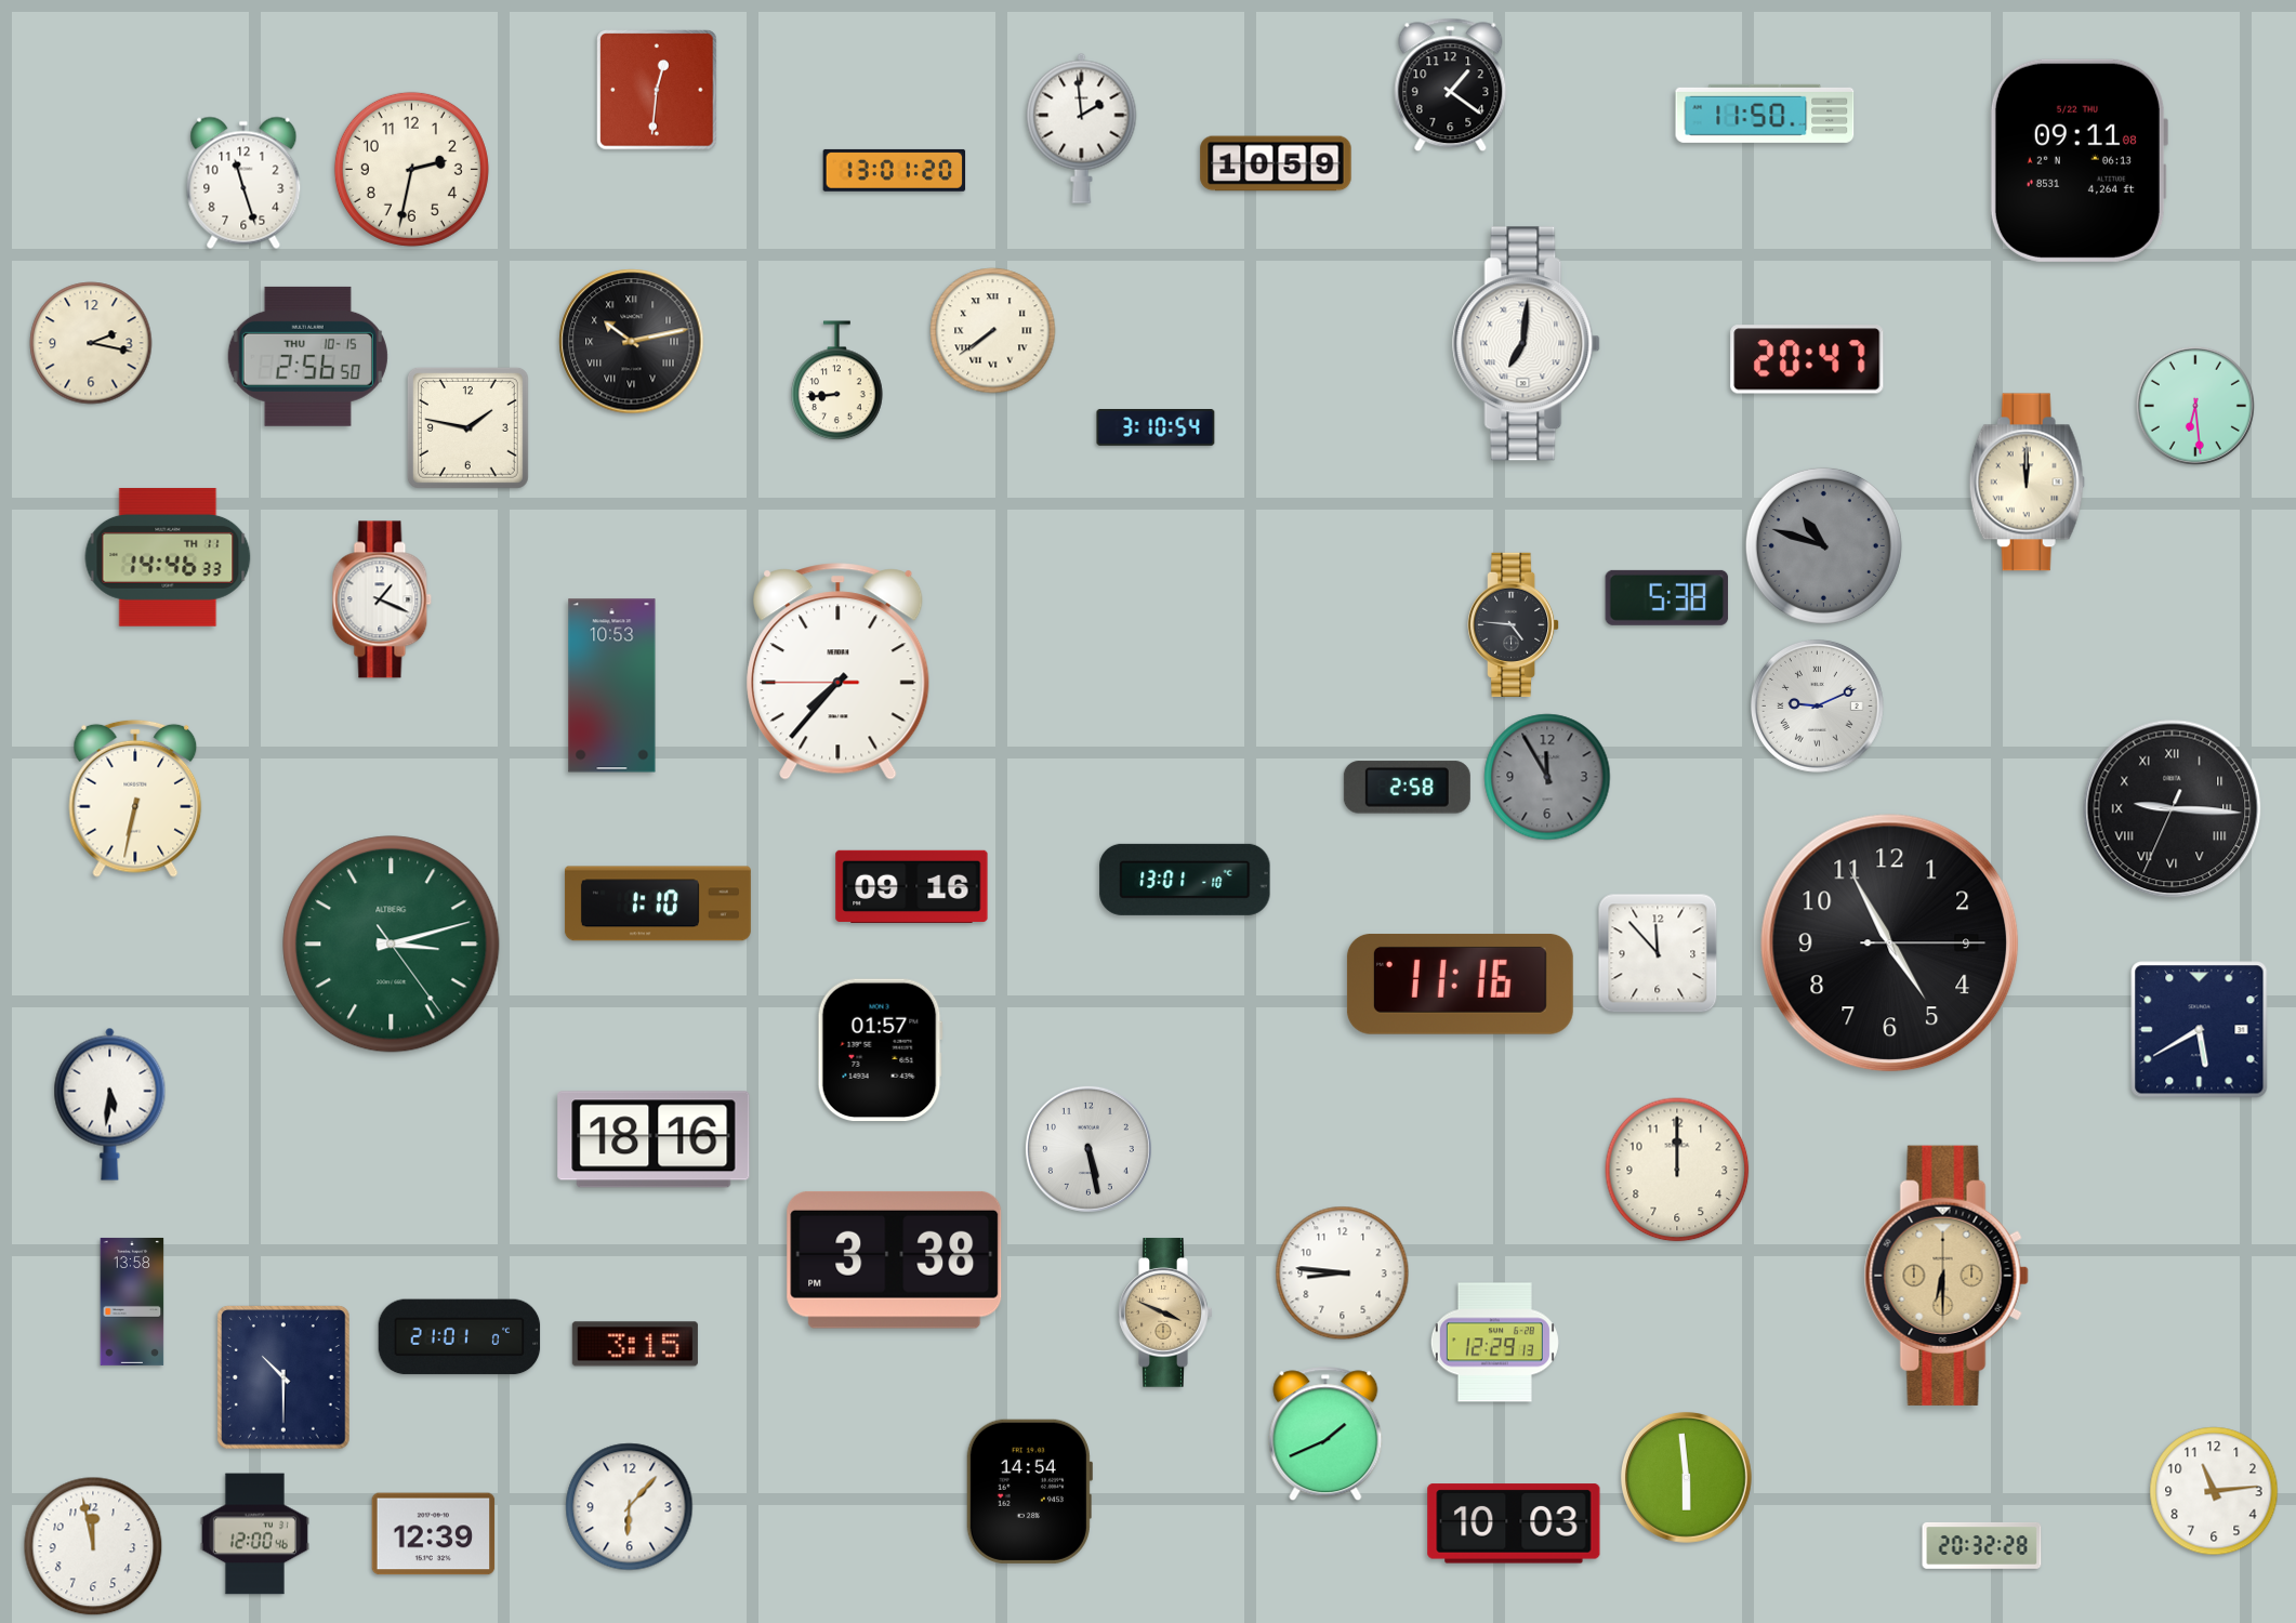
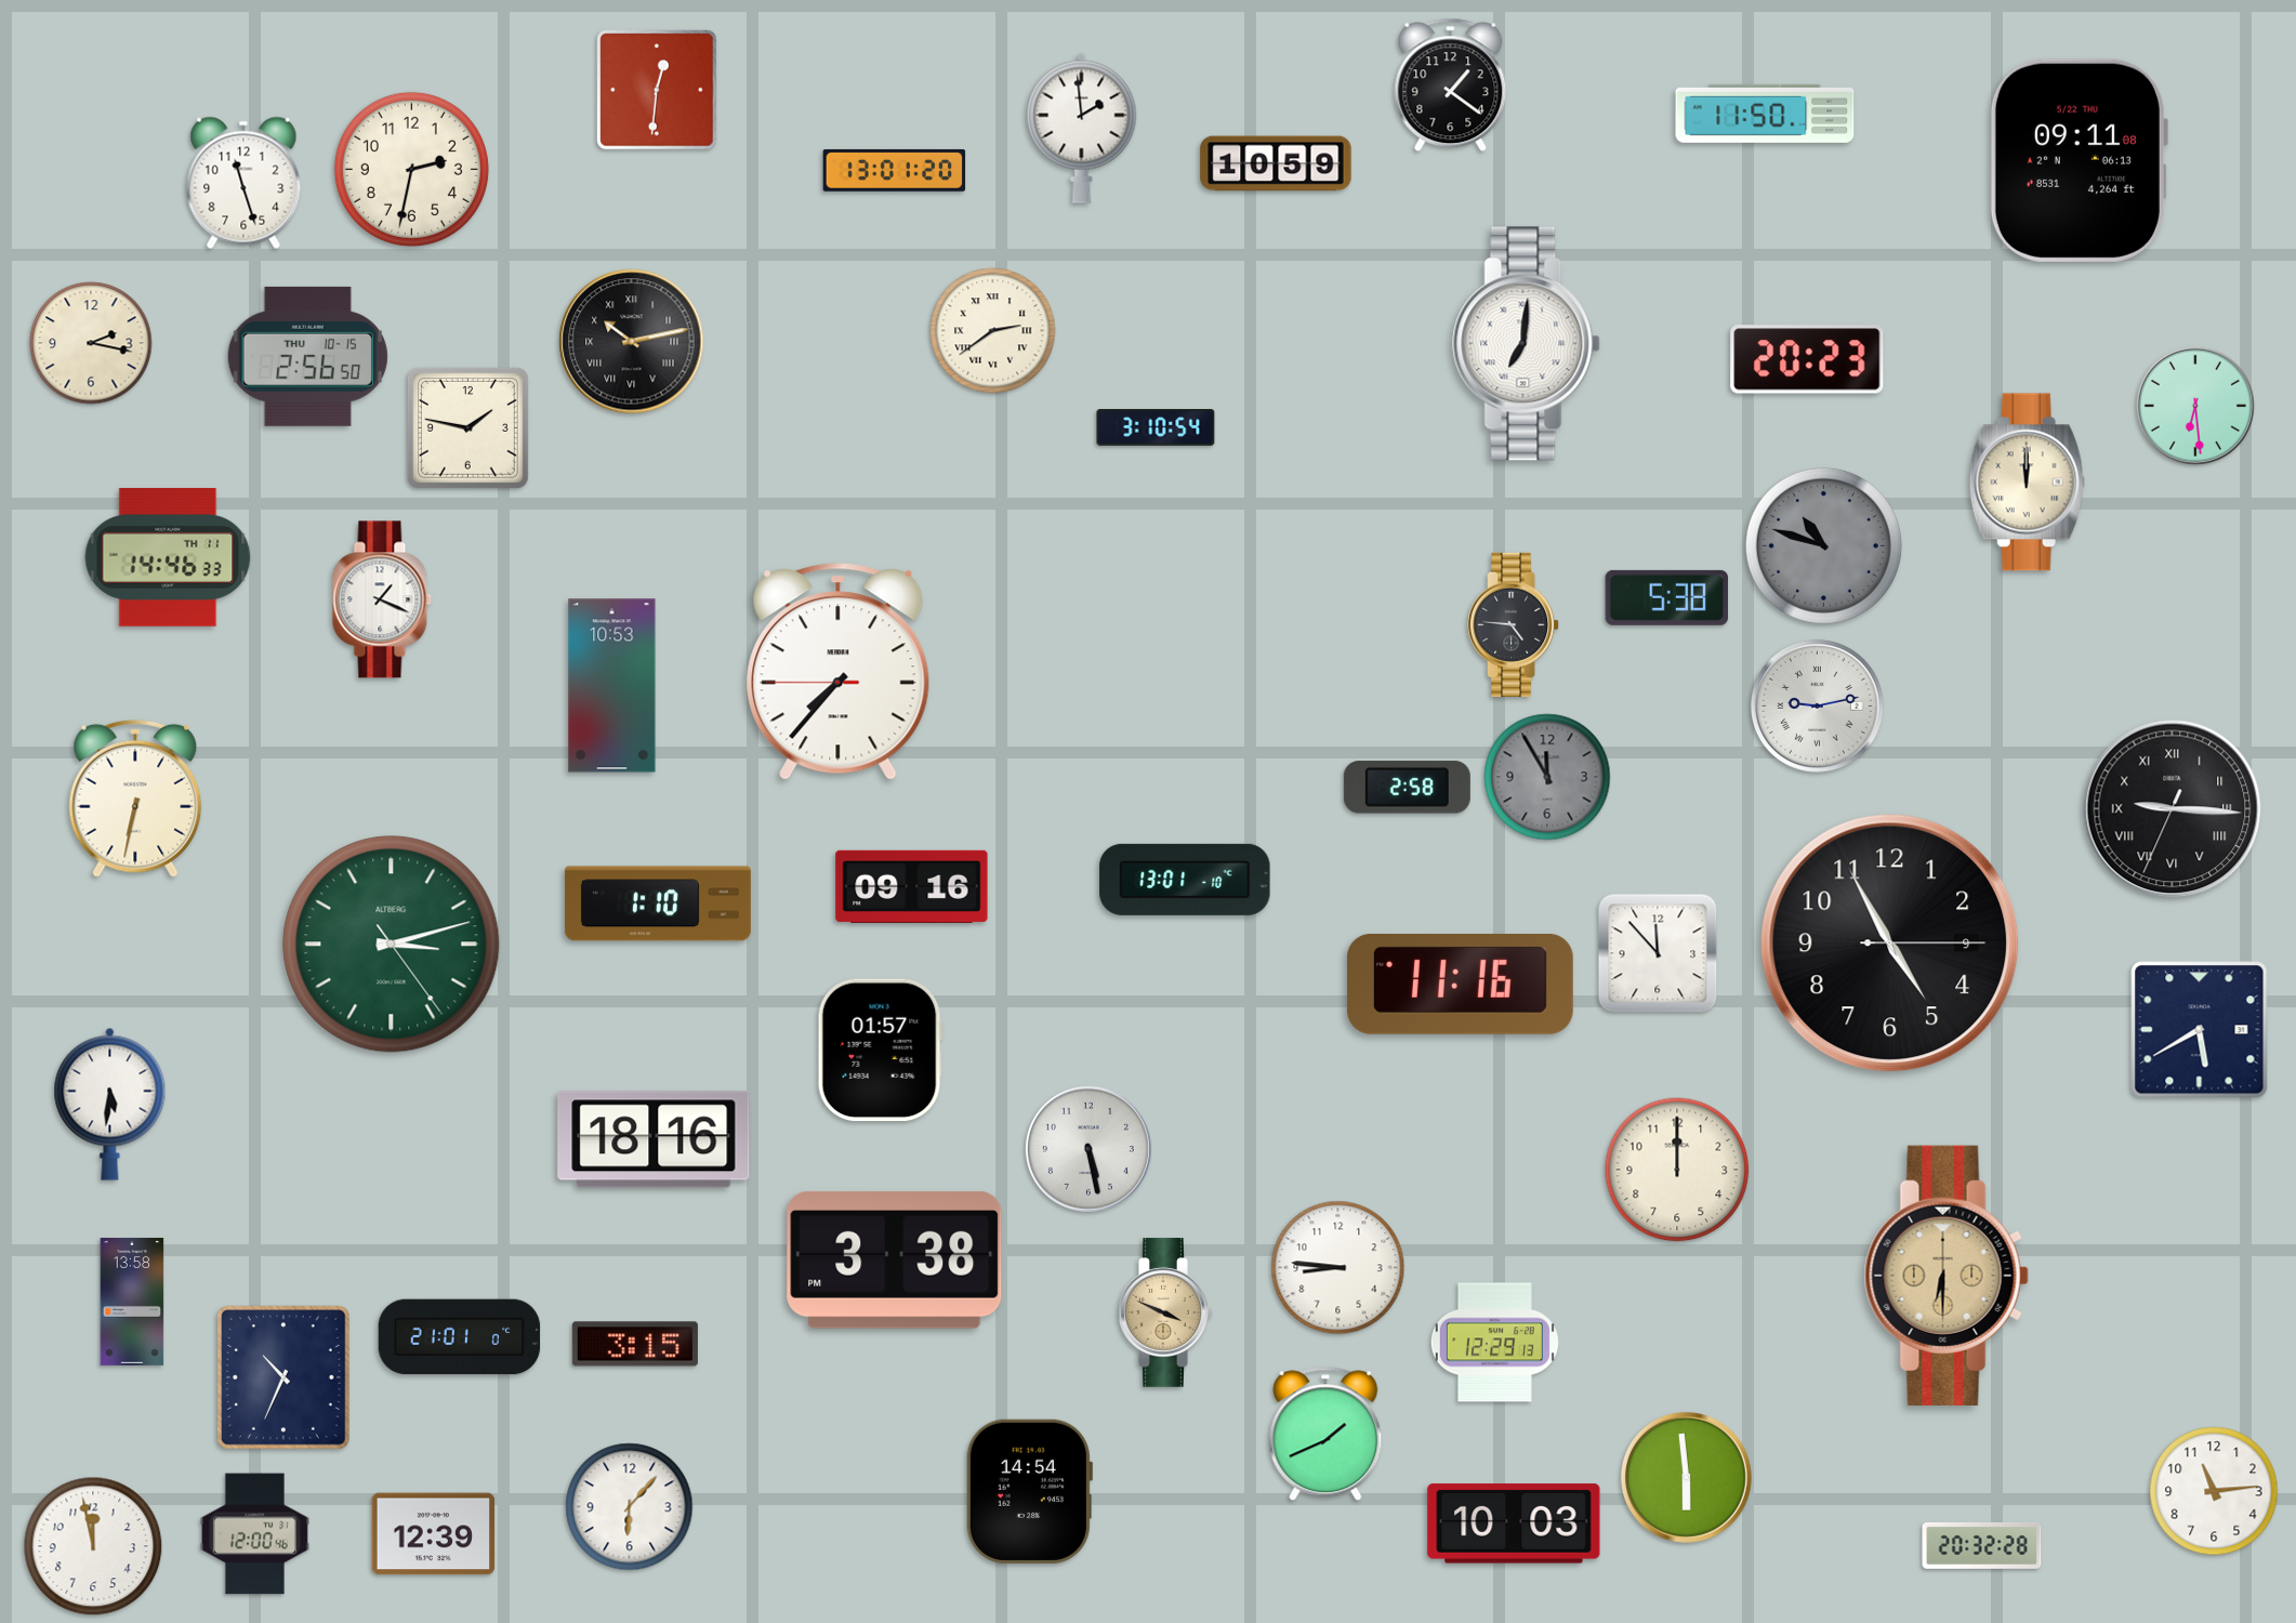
clock at (993, 331): 7:39 -> 2:39
clock at (1807, 359): 20:47 -> 20:23
clock at (837, 381): 8:44 -> none
clock at (1818, 707): 9:11 -> 9:13
clock at (1343, 1274) position: (1343, 1274) -> (1338, 1268)
clock at (285, 1378): 10:30 -> 10:34
